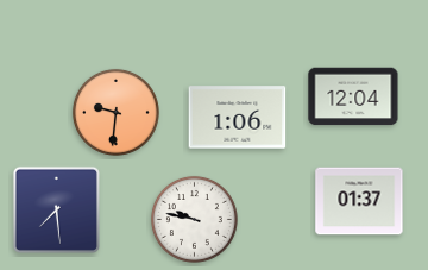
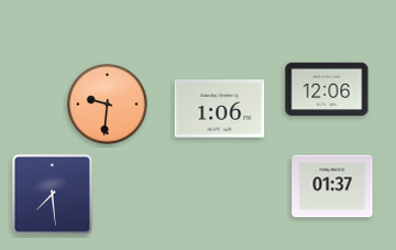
clock at (353, 96): 12:04 -> 12:06
clock at (194, 219): 9:47 -> none
